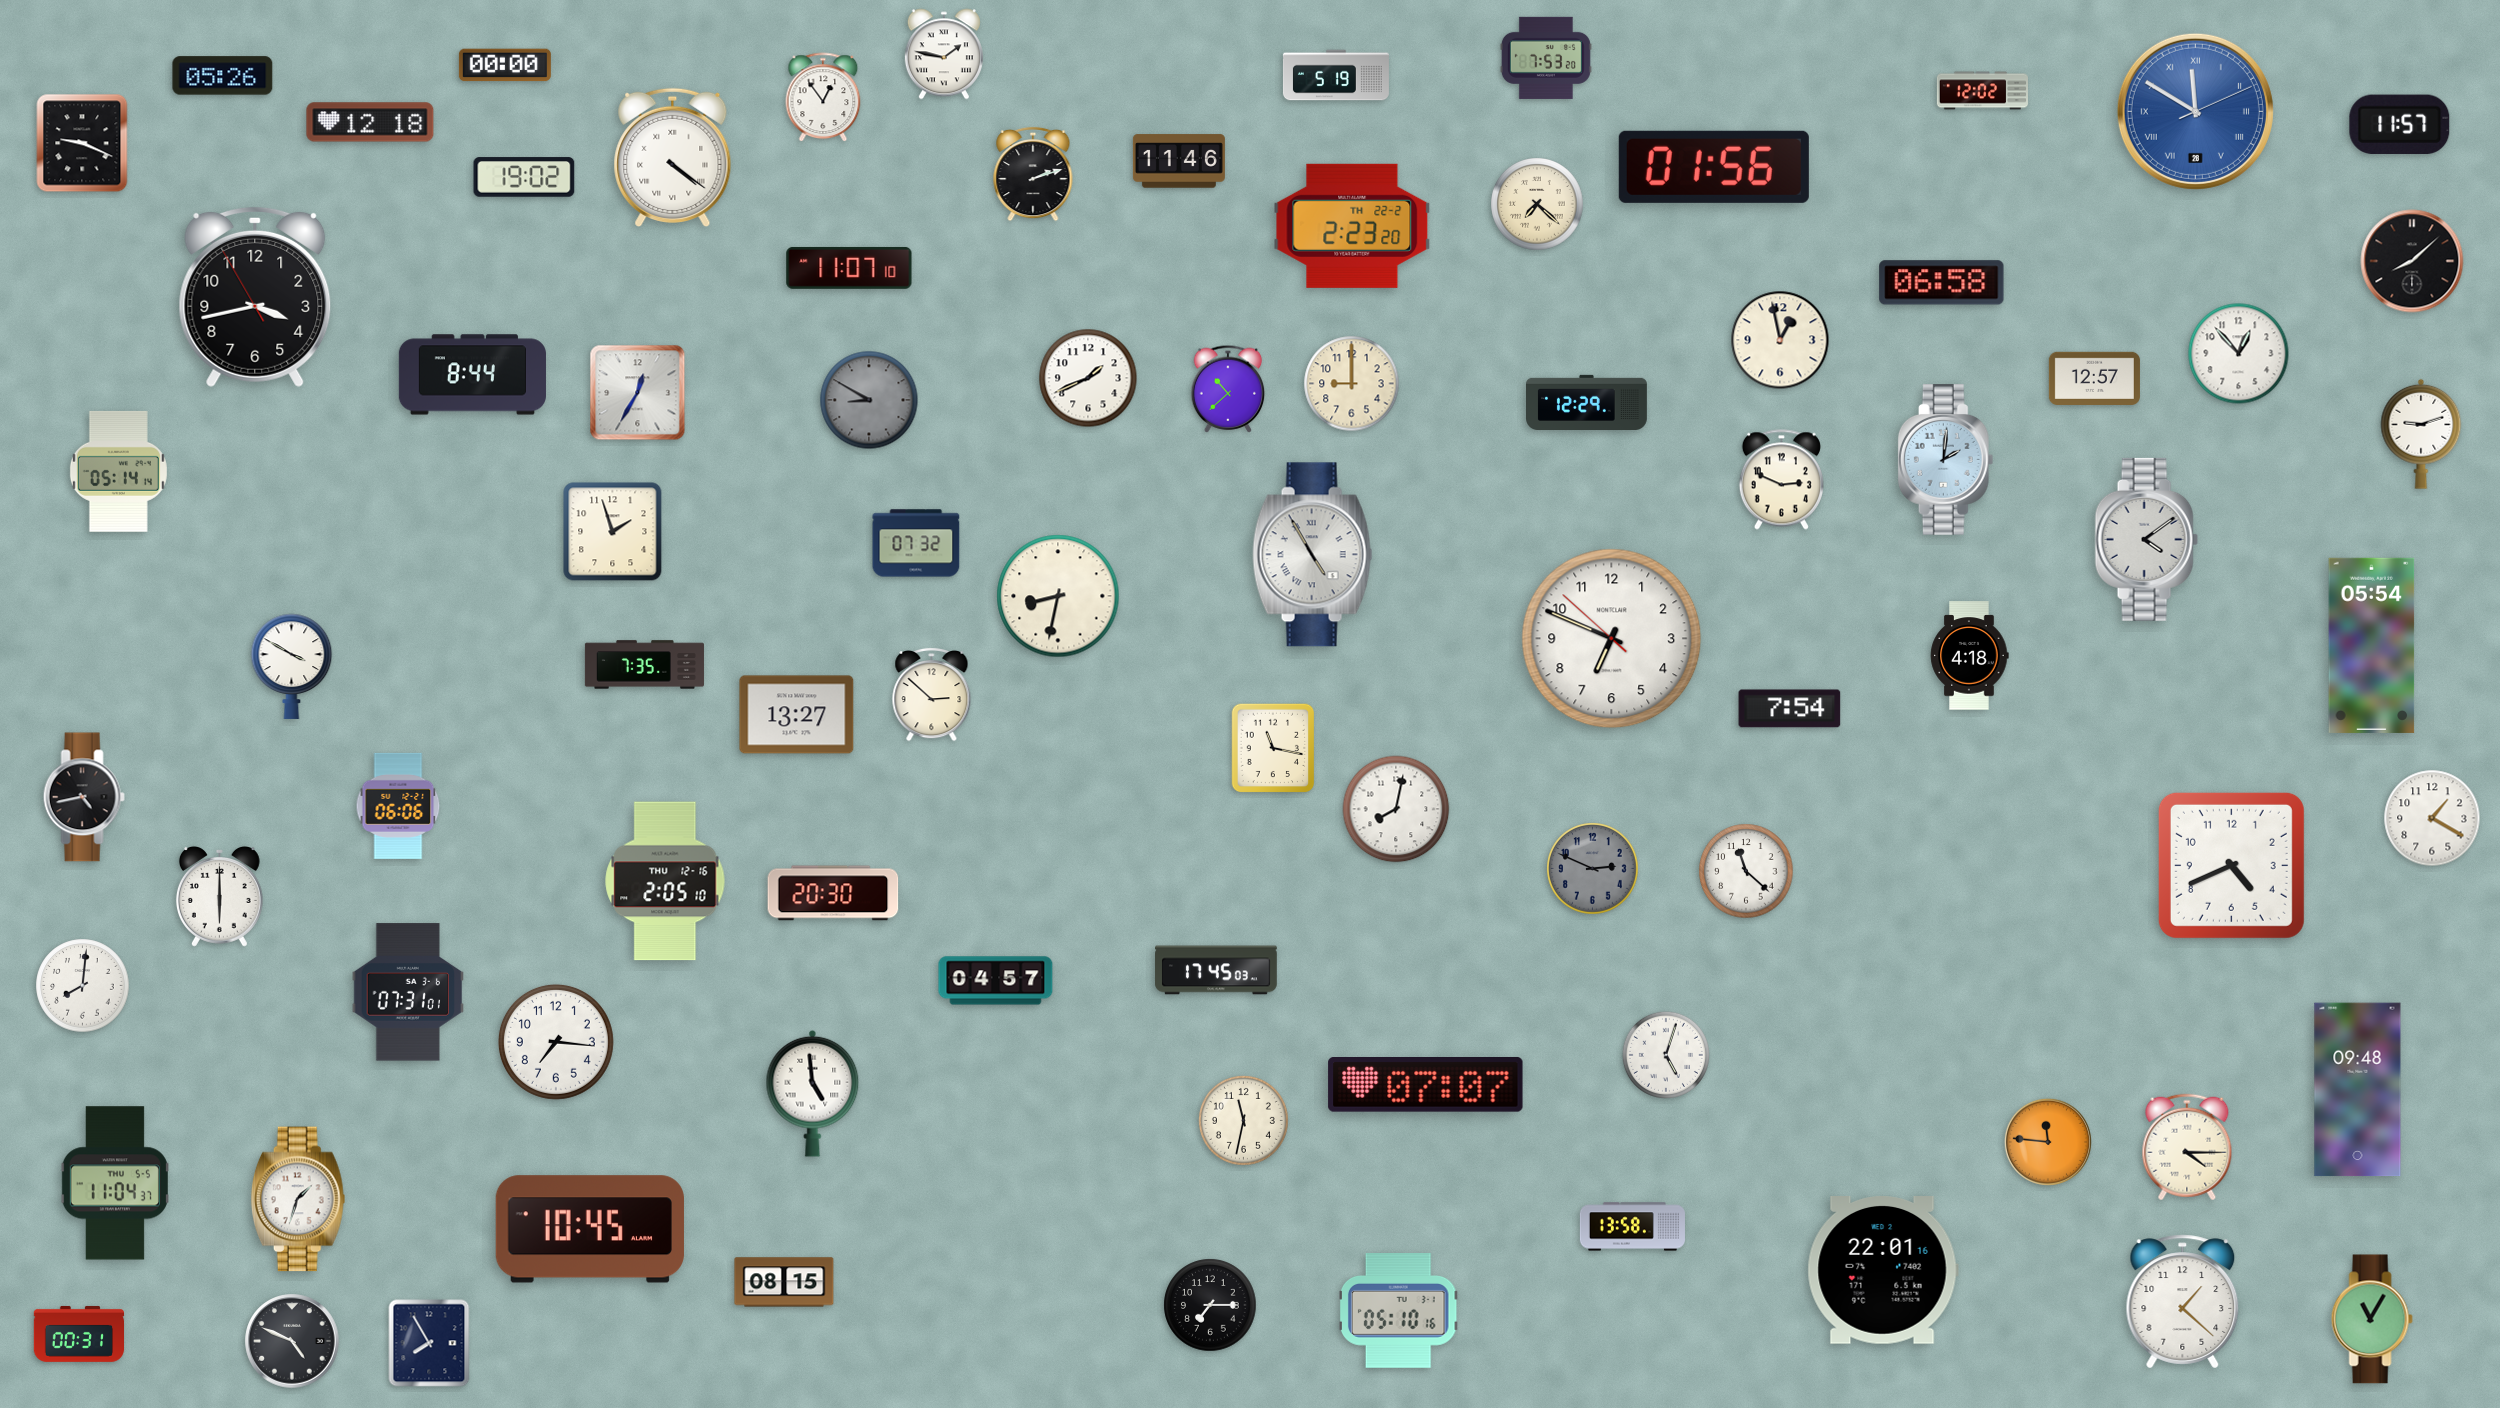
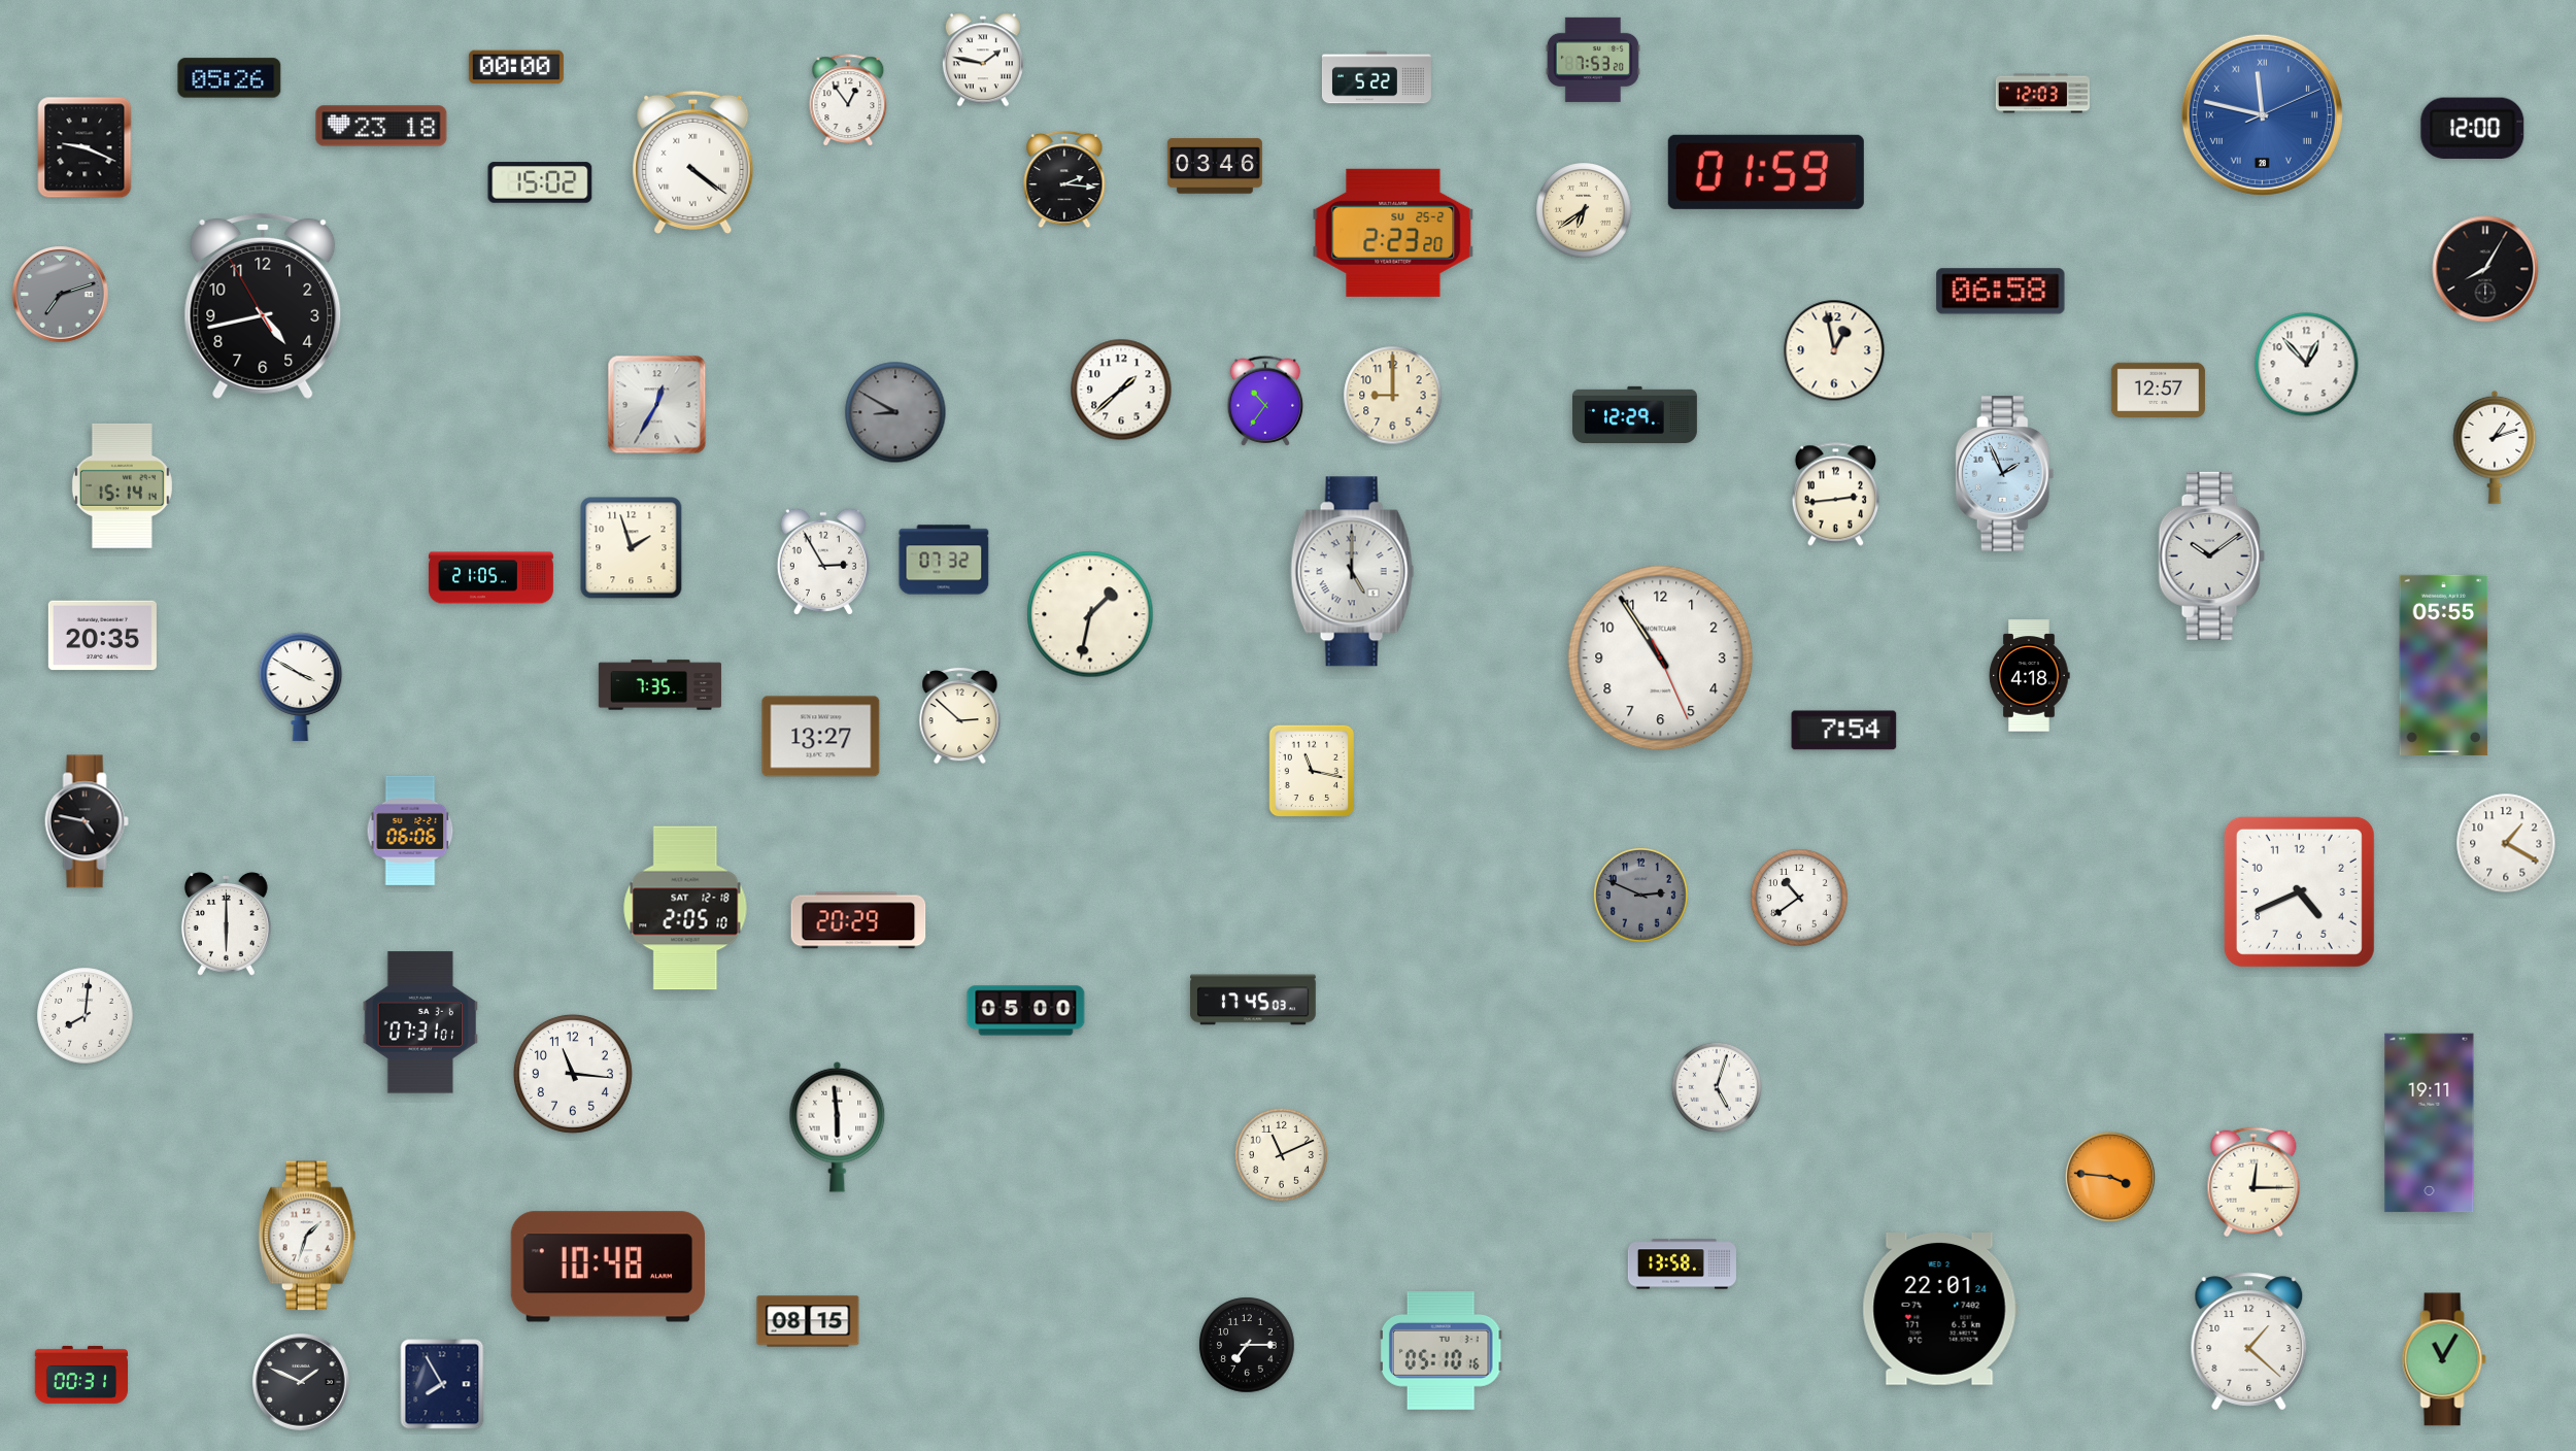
clock at (944, 54) position: (944, 54) -> (983, 60)
clock at (505, 65) position: (505, 65) -> (516, 67)
clock at (1336, 75): 5:19 -> 5:22
clock at (1982, 91): 12:02 -> 12:03
clock at (2195, 111): 11:50 -> 11:47
clock at (370, 122): 12:18 -> 23:18
clock at (2400, 124): 11:57 -> 12:00
clock at (1179, 161): 11:46 -> 03:46
clock at (1714, 167): 01:56 -> 01:59
clock at (1033, 174): 2:12 -> 2:16
clock at (524, 177): 19:02 -> 15:02
clock at (1537, 204): 7:22 -> 6:39
clock at (1352, 226) date: TH 22-2 -> SU 25-2
clock at (2412, 261): 8:08 -> 8:05
clock at (849, 268): 11:07 -> none
clock at (61, 295): none -> 7:12
clock at (255, 297): 3:42 -> 4:42
clock at (472, 375): 8:44 -> none
clock at (1088, 378): 1:41 -> 1:38
clock at (1228, 389): 10:38 -> 10:36
clock at (2421, 434): 9:12 -> 1:12
clock at (1946, 460): 2:01 -> 1:56
clock at (118, 471): 05:14 -> 15:14
clock at (1781, 480): 2:49 -> 2:44
clock at (2146, 539): 4:09 -> 10:09
clock at (823, 562): none -> 2:55
clock at (1313, 555): 4:55 -> 5:00
clock at (490, 578): none -> 21:05
clock at (1058, 596): 8:32 -> 1:32
clock at (102, 636): none -> 20:35
clock at (1612, 639): 6:48 -> 10:54
clock at (2372, 645): 05:54 -> 05:55
clock at (644, 665) position: (644, 665) -> (659, 685)
clock at (84, 797): 4:43 -> 4:47
clock at (1396, 809): 8:02 -> none
clock at (1746, 871): 11:22 -> 10:39
clock at (665, 881) date: THU 12-16 -> SAT 12-18
clock at (833, 893): 20:30 -> 20:29
clock at (996, 981): 04:57 -> 05:00
clock at (556, 1042): 7:16 -> 11:16
clock at (1426, 1085): 07:07 -> none
clock at (2358, 1090): 09:48 -> 19:11
clock at (813, 1093): 4:59 -> 5:59
clock at (1243, 1120): 11:32 -> 11:11
clock at (2048, 1142): 11:46 -> 3:46
clock at (2187, 1147): 4:15 -> 12:15
clock at (115, 1183): 11:04 -> none
clock at (589, 1229): 10:45 -> 10:48
clock at (1883, 1271): 22:01:16 -> 22:01:24
clock at (292, 1341): 4:49 -> 1:49
